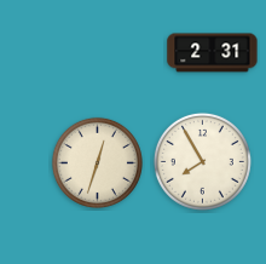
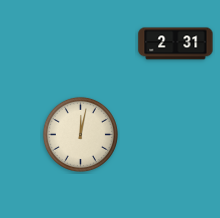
clock at (202, 161): 7:55 -> none
clock at (97, 162): 12:33 -> 12:02
